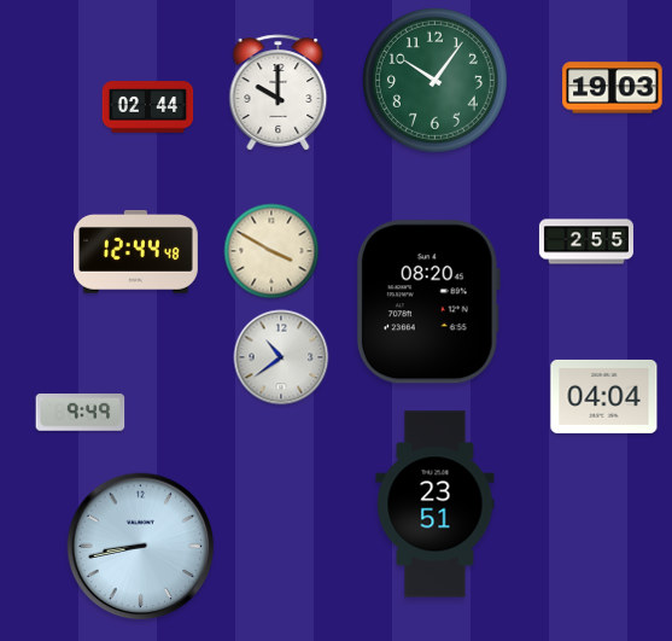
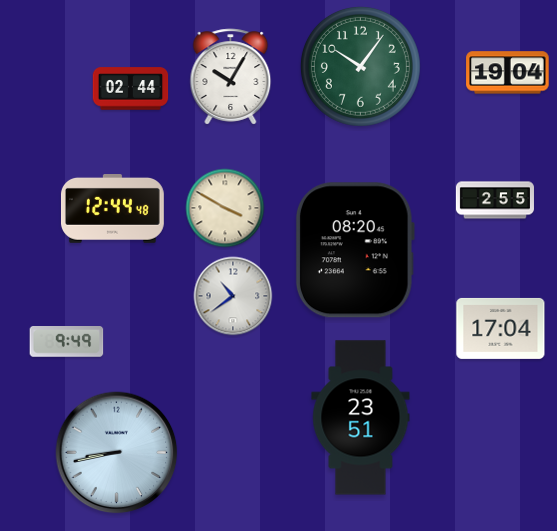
clock at (613, 88): 19:03 -> 19:04
clock at (279, 93): 10:00 -> 10:05
clock at (148, 107) position: (148, 107) -> (131, 89)
clock at (586, 241) position: (586, 241) -> (495, 200)
clock at (604, 396): 04:04 -> 17:04
